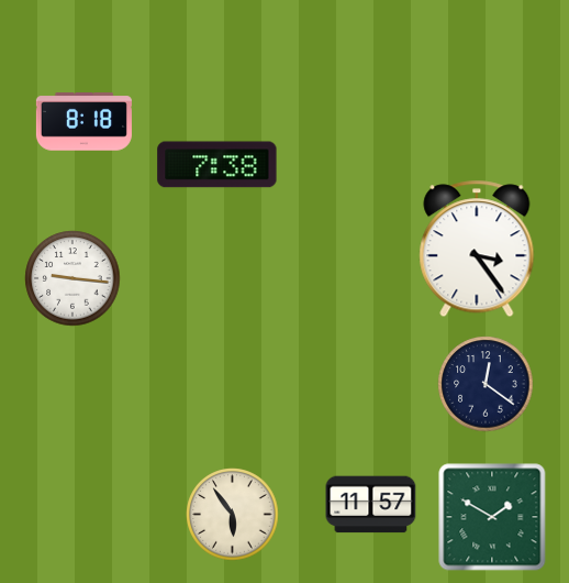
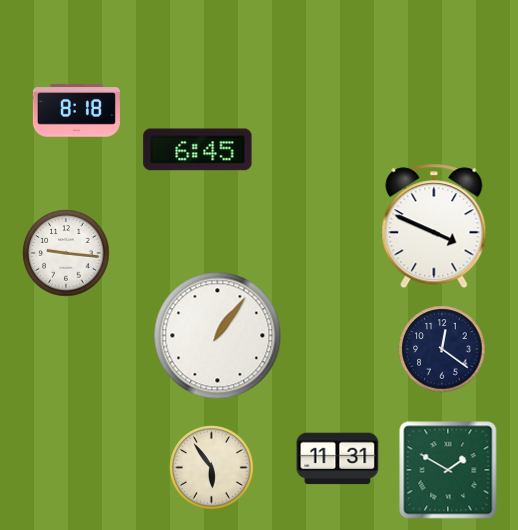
clock at (217, 165): 7:38 -> 6:45
clock at (477, 249): 3:24 -> 3:49
clock at (218, 336): none -> 1:06
clock at (371, 505): 11:57 -> 11:31
